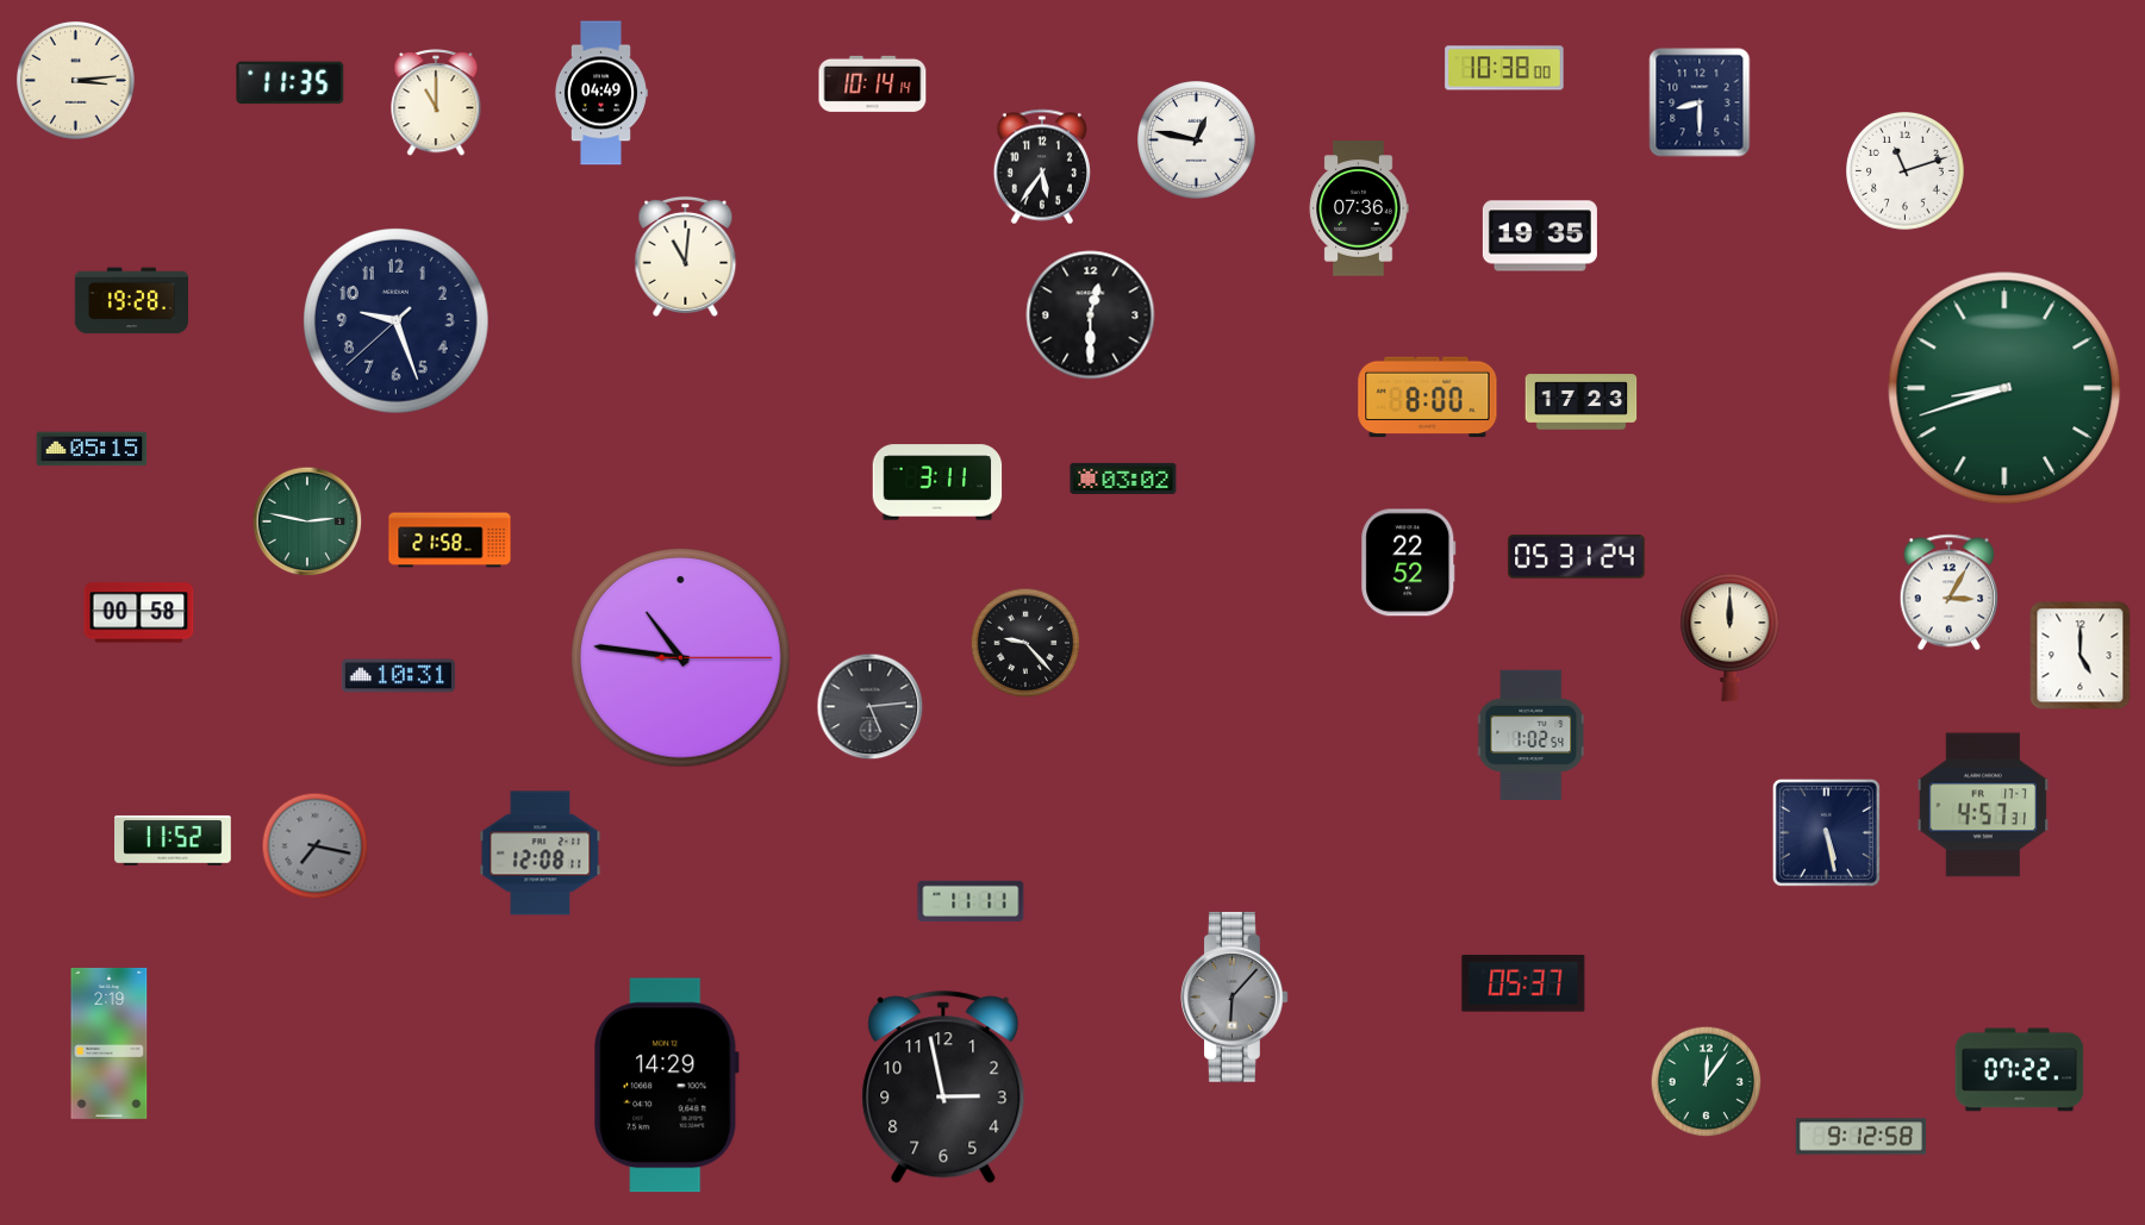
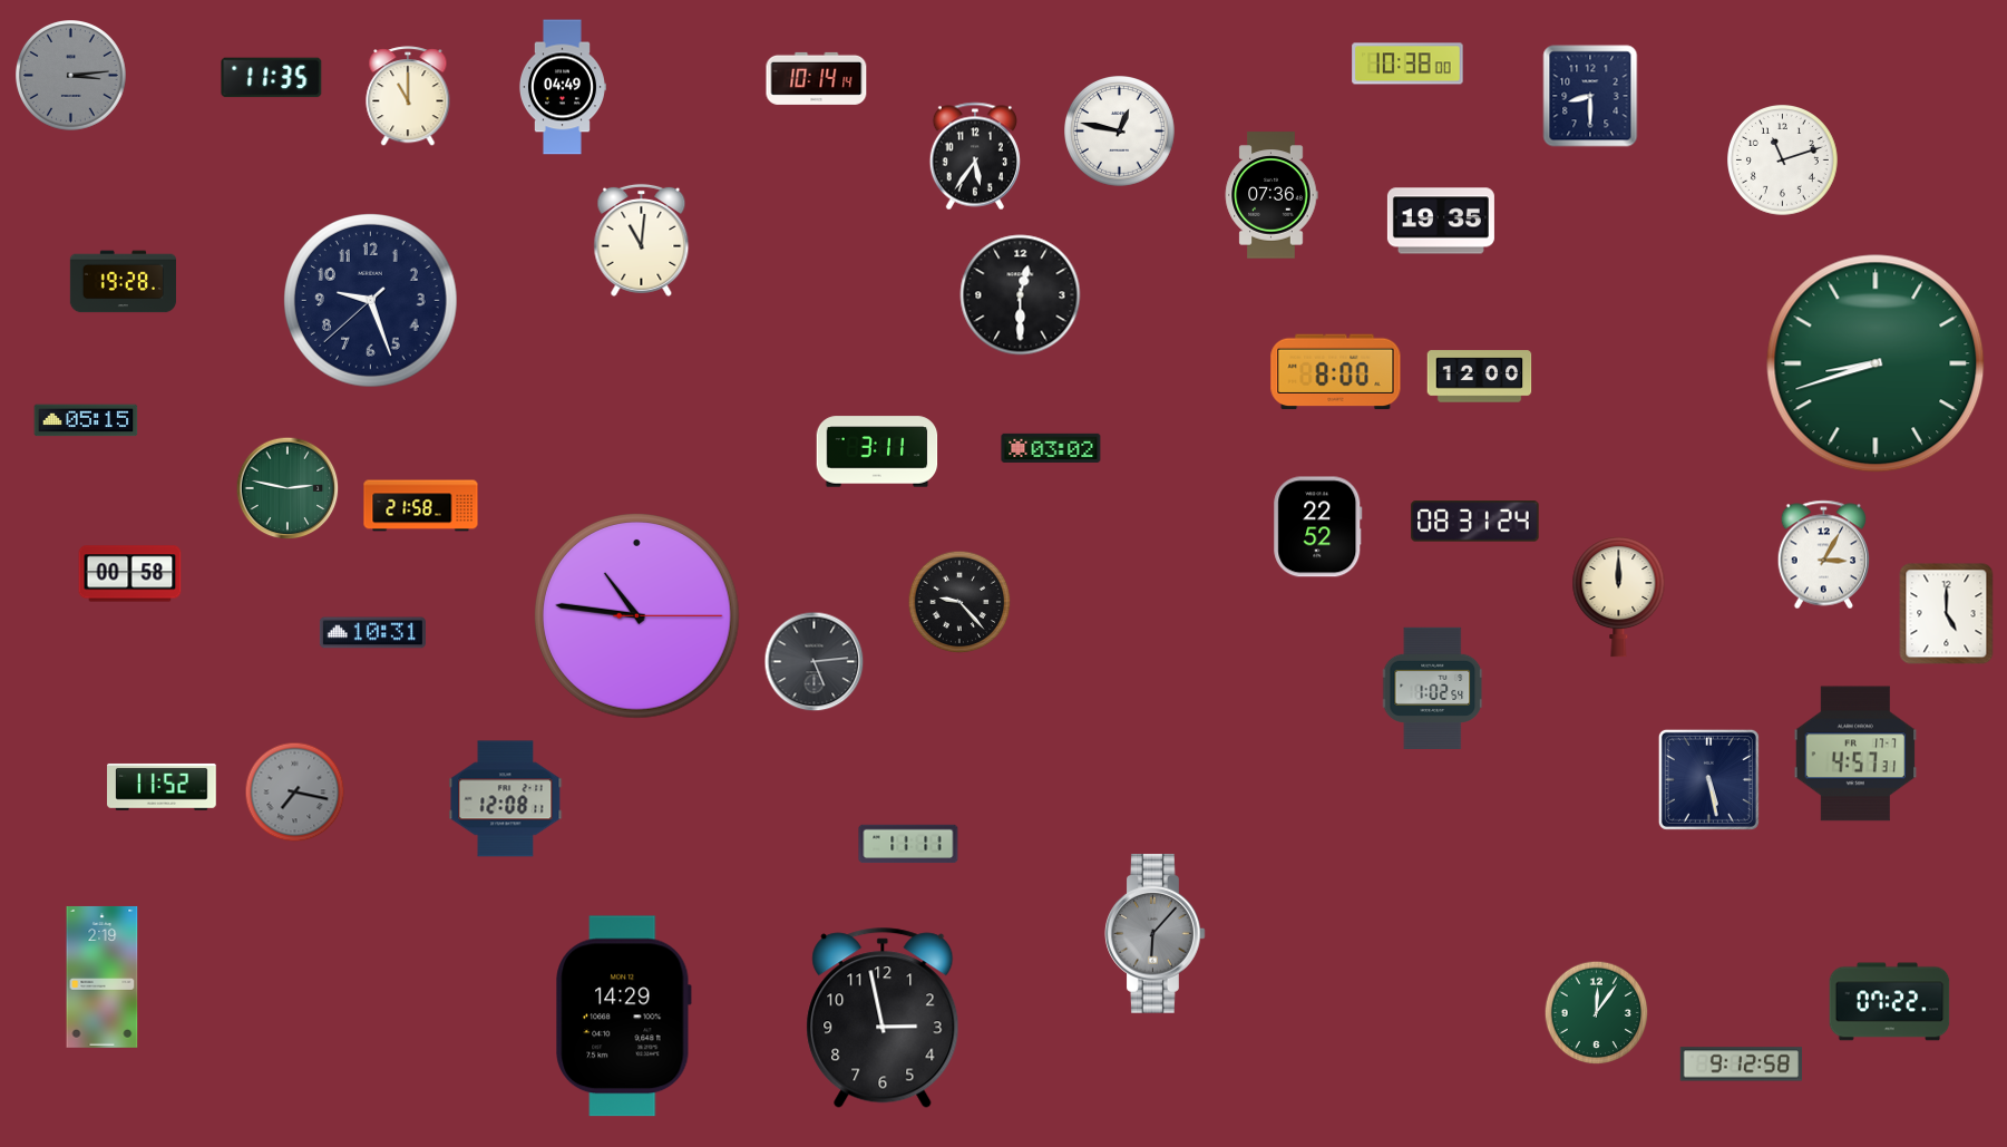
clock at (76, 81) dial: cream -> grey
clock at (1582, 402): 17:23 -> 12:00
clock at (1577, 557): 05:31 -> 08:31
clock at (1523, 983): 05:37 -> none
